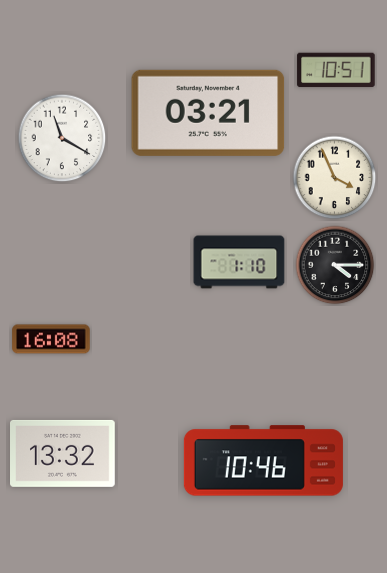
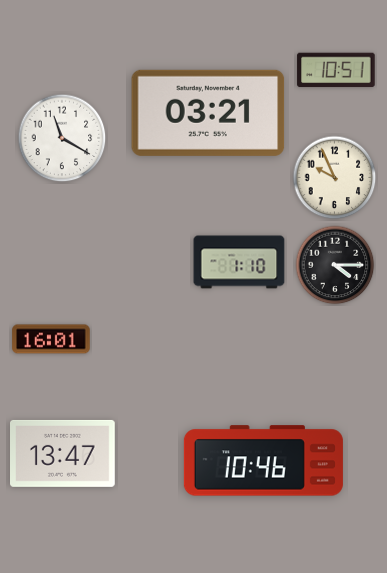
clock at (335, 178): 3:56 -> 9:56
clock at (51, 339): 16:08 -> 16:01
clock at (63, 453): 13:32 -> 13:47
